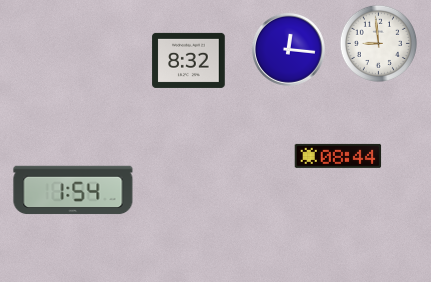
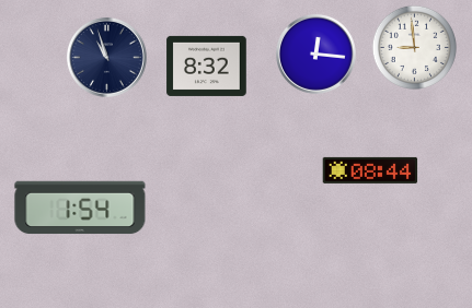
clock at (106, 57): none -> 10:57
